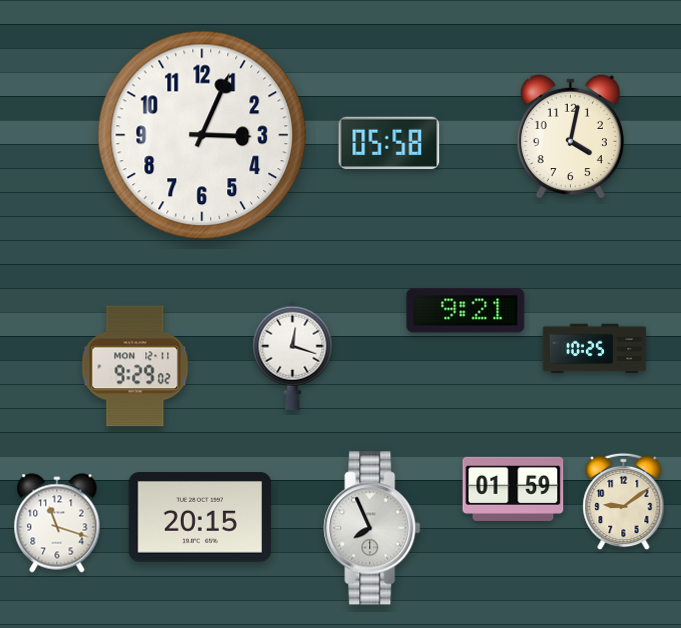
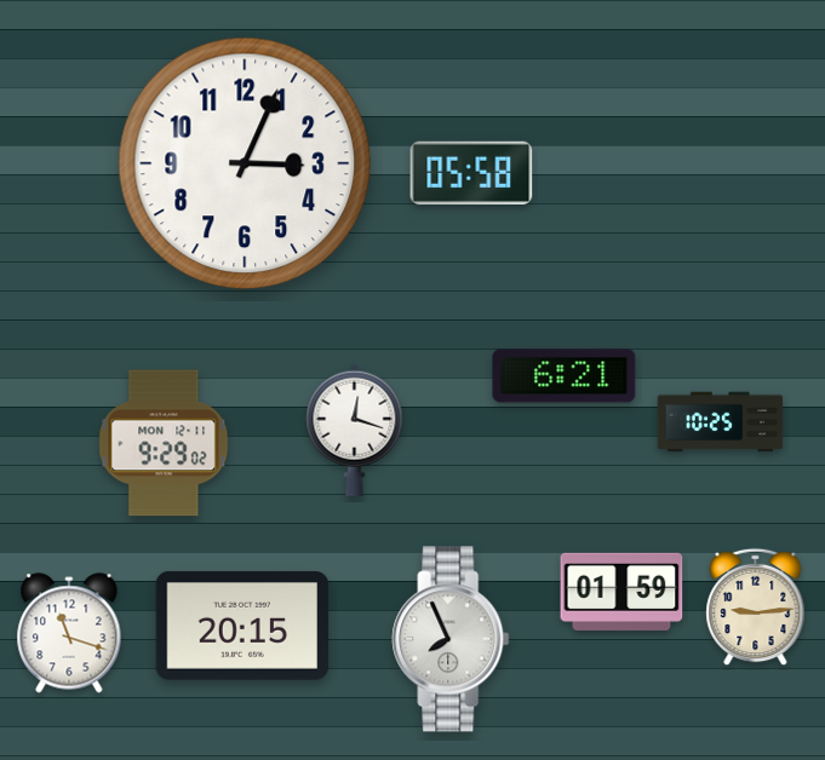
clock at (570, 136): 4:02 -> none
clock at (466, 311): 9:21 -> 6:21
clock at (624, 502): 9:09 -> 9:14
